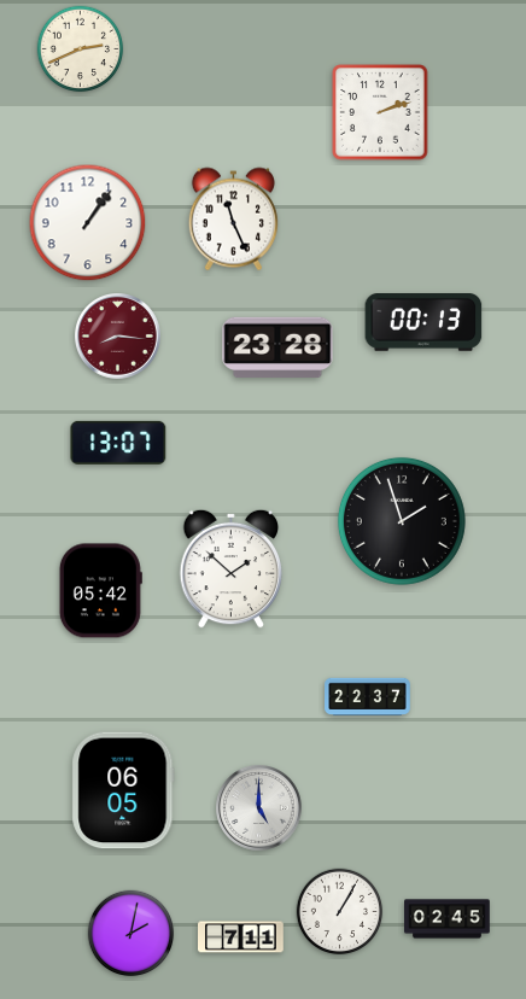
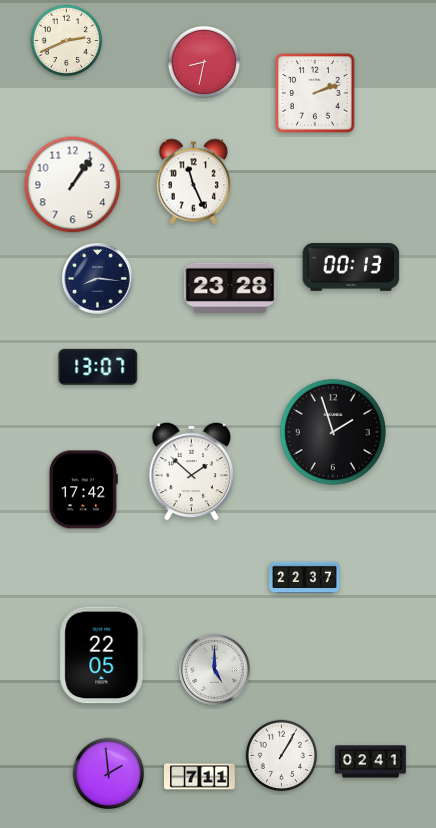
clock at (203, 61): none -> 8:32
clock at (118, 337) dial: burgundy -> navy
clock at (100, 591): 05:42 -> 17:42
clock at (123, 790): 06:05 -> 22:05
clock at (448, 919): 02:45 -> 02:41
clock at (131, 934): 2:02 -> 1:59
